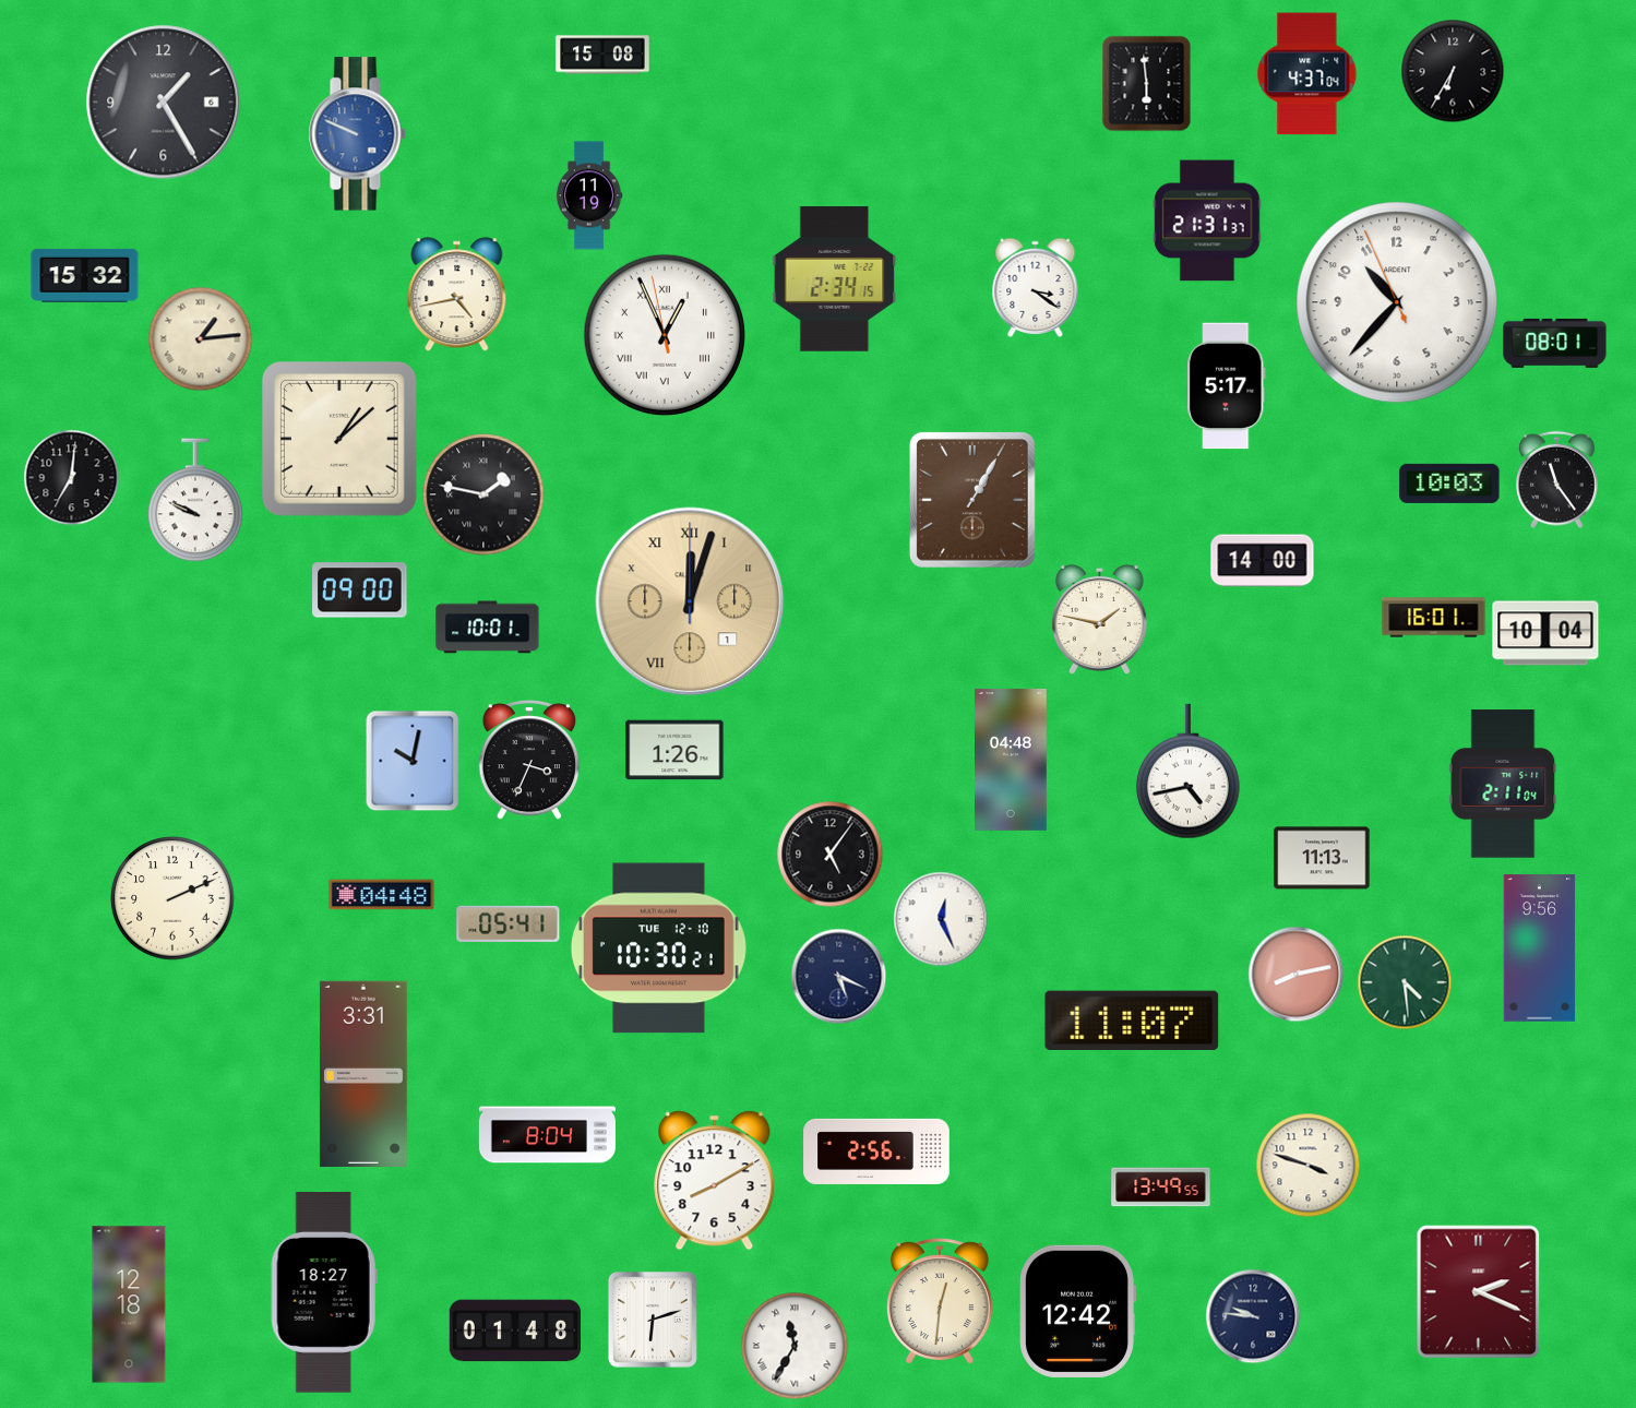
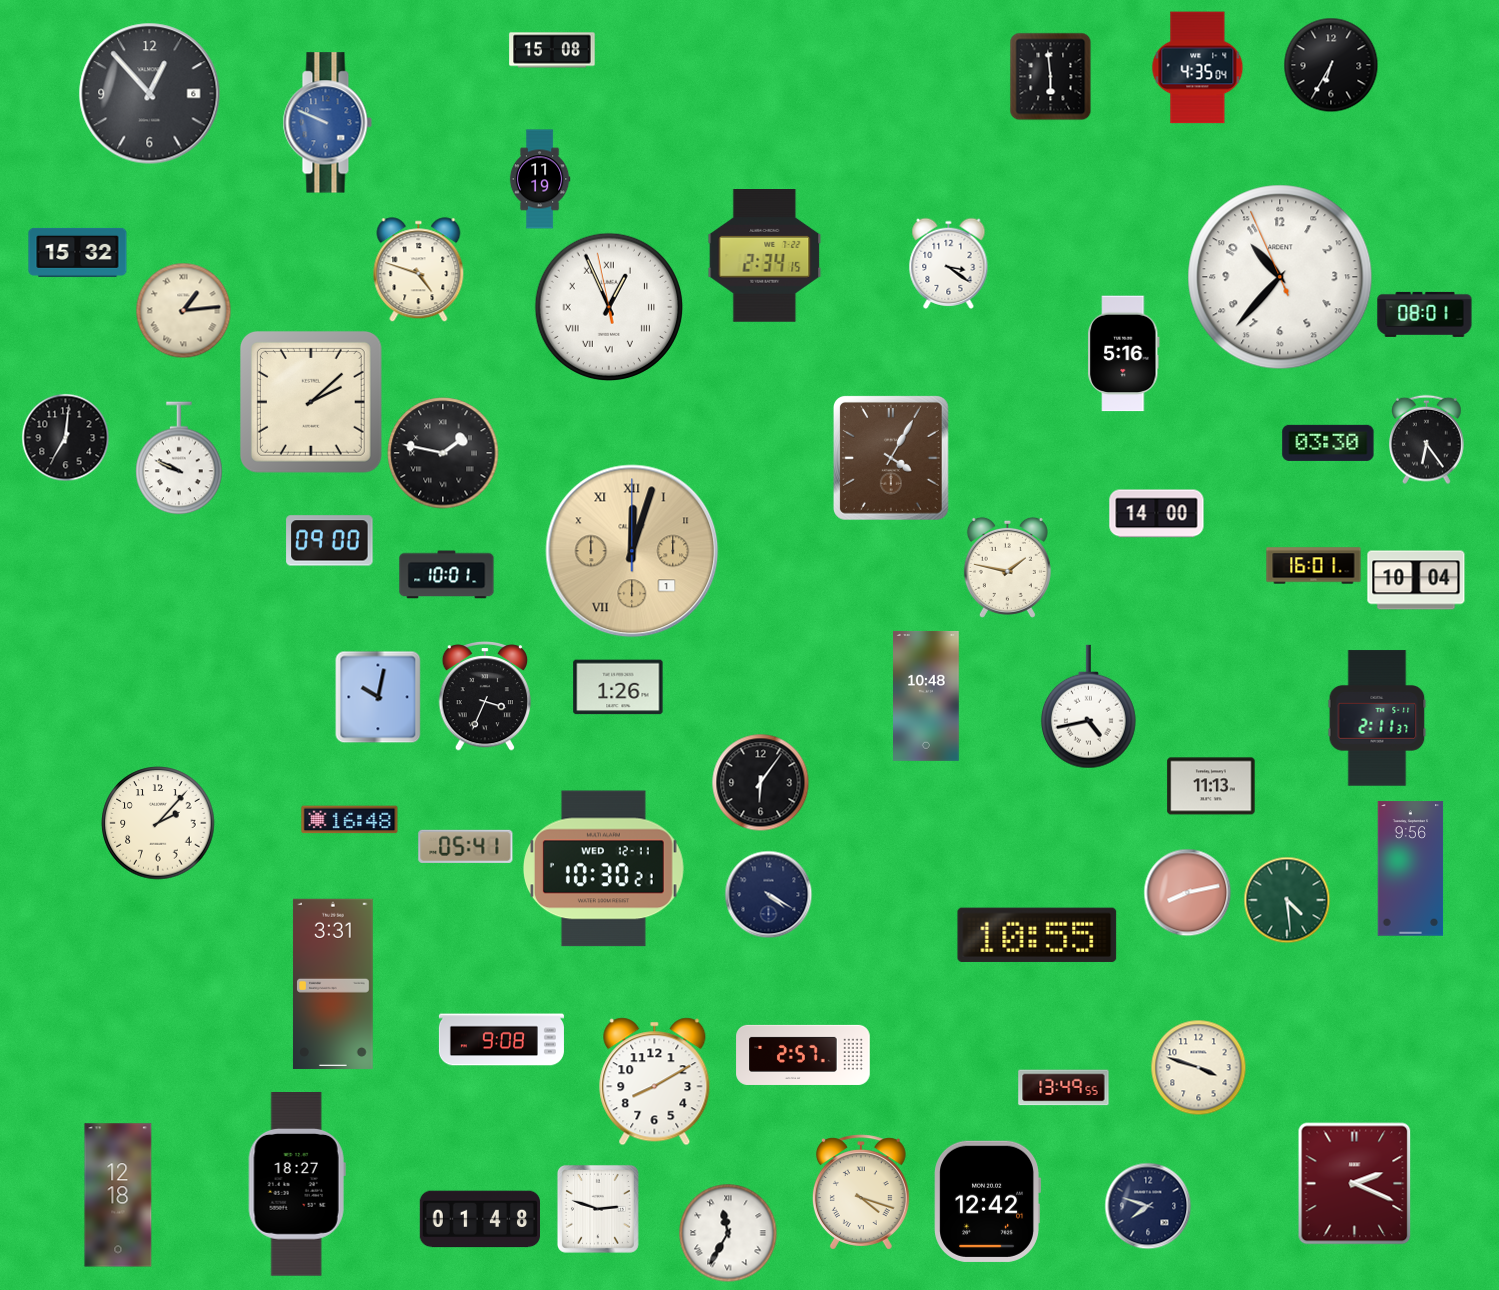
clock at (1307, 74): 4:37 -> 4:35
clock at (164, 103): 1:25 -> 12:53
clock at (1207, 220): 21:31 -> none
clock at (457, 295): 4:43 -> 4:48
clock at (1227, 386): 5:17 -> 5:16
clock at (339, 439): 1:08 -> 2:08
clock at (1557, 479): 11:24 -> 6:24
clock at (1449, 484): 10:03 -> 03:30
clock at (972, 500): 1:05 -> 4:05
clock at (1012, 760): 04:48 -> 10:48
clock at (1503, 784): 2:11:04 -> 2:11:37
clock at (829, 854): 5:06 -> 6:06
clock at (382, 895): 04:48 -> 16:48
clock at (172, 898): 2:11 -> 2:07
clock at (941, 919): 12:26 -> none
clock at (659, 948) date: TUE 12-10 -> WED 12-11
clock at (838, 976): 5:19 -> 4:20
clock at (1132, 1021): 11:07 -> 10:55
clock at (547, 1135): 8:04 -> 9:08
clock at (876, 1152): 2:56 -> 2:57
clock at (940, 1301): 12:31 -> 4:18
clock at (1253, 1316): 9:46 -> 7:48
clock at (653, 1320): 6:12 -> 2:48
clock at (514, 1331) position: (514, 1331) -> (479, 1219)
